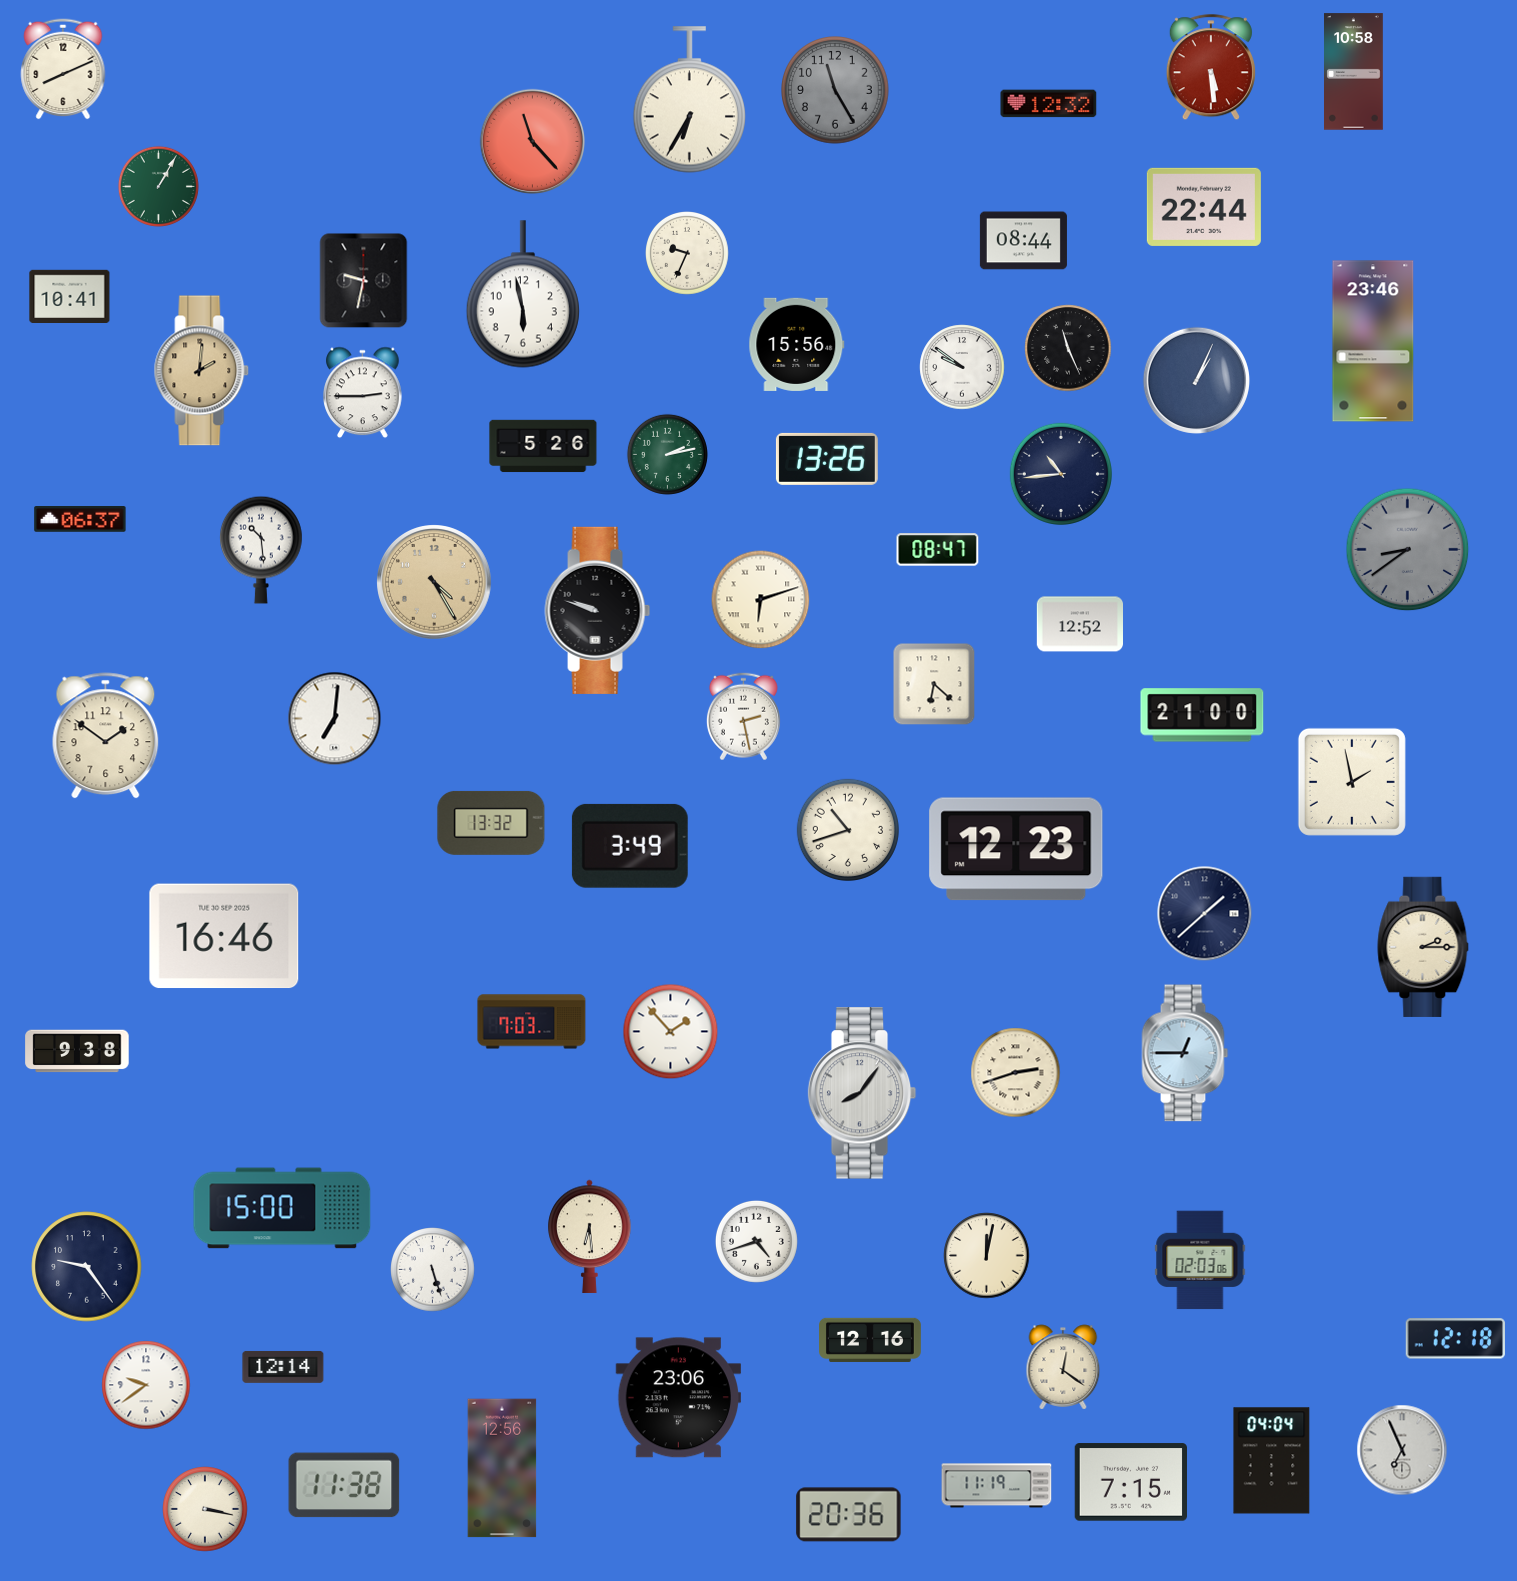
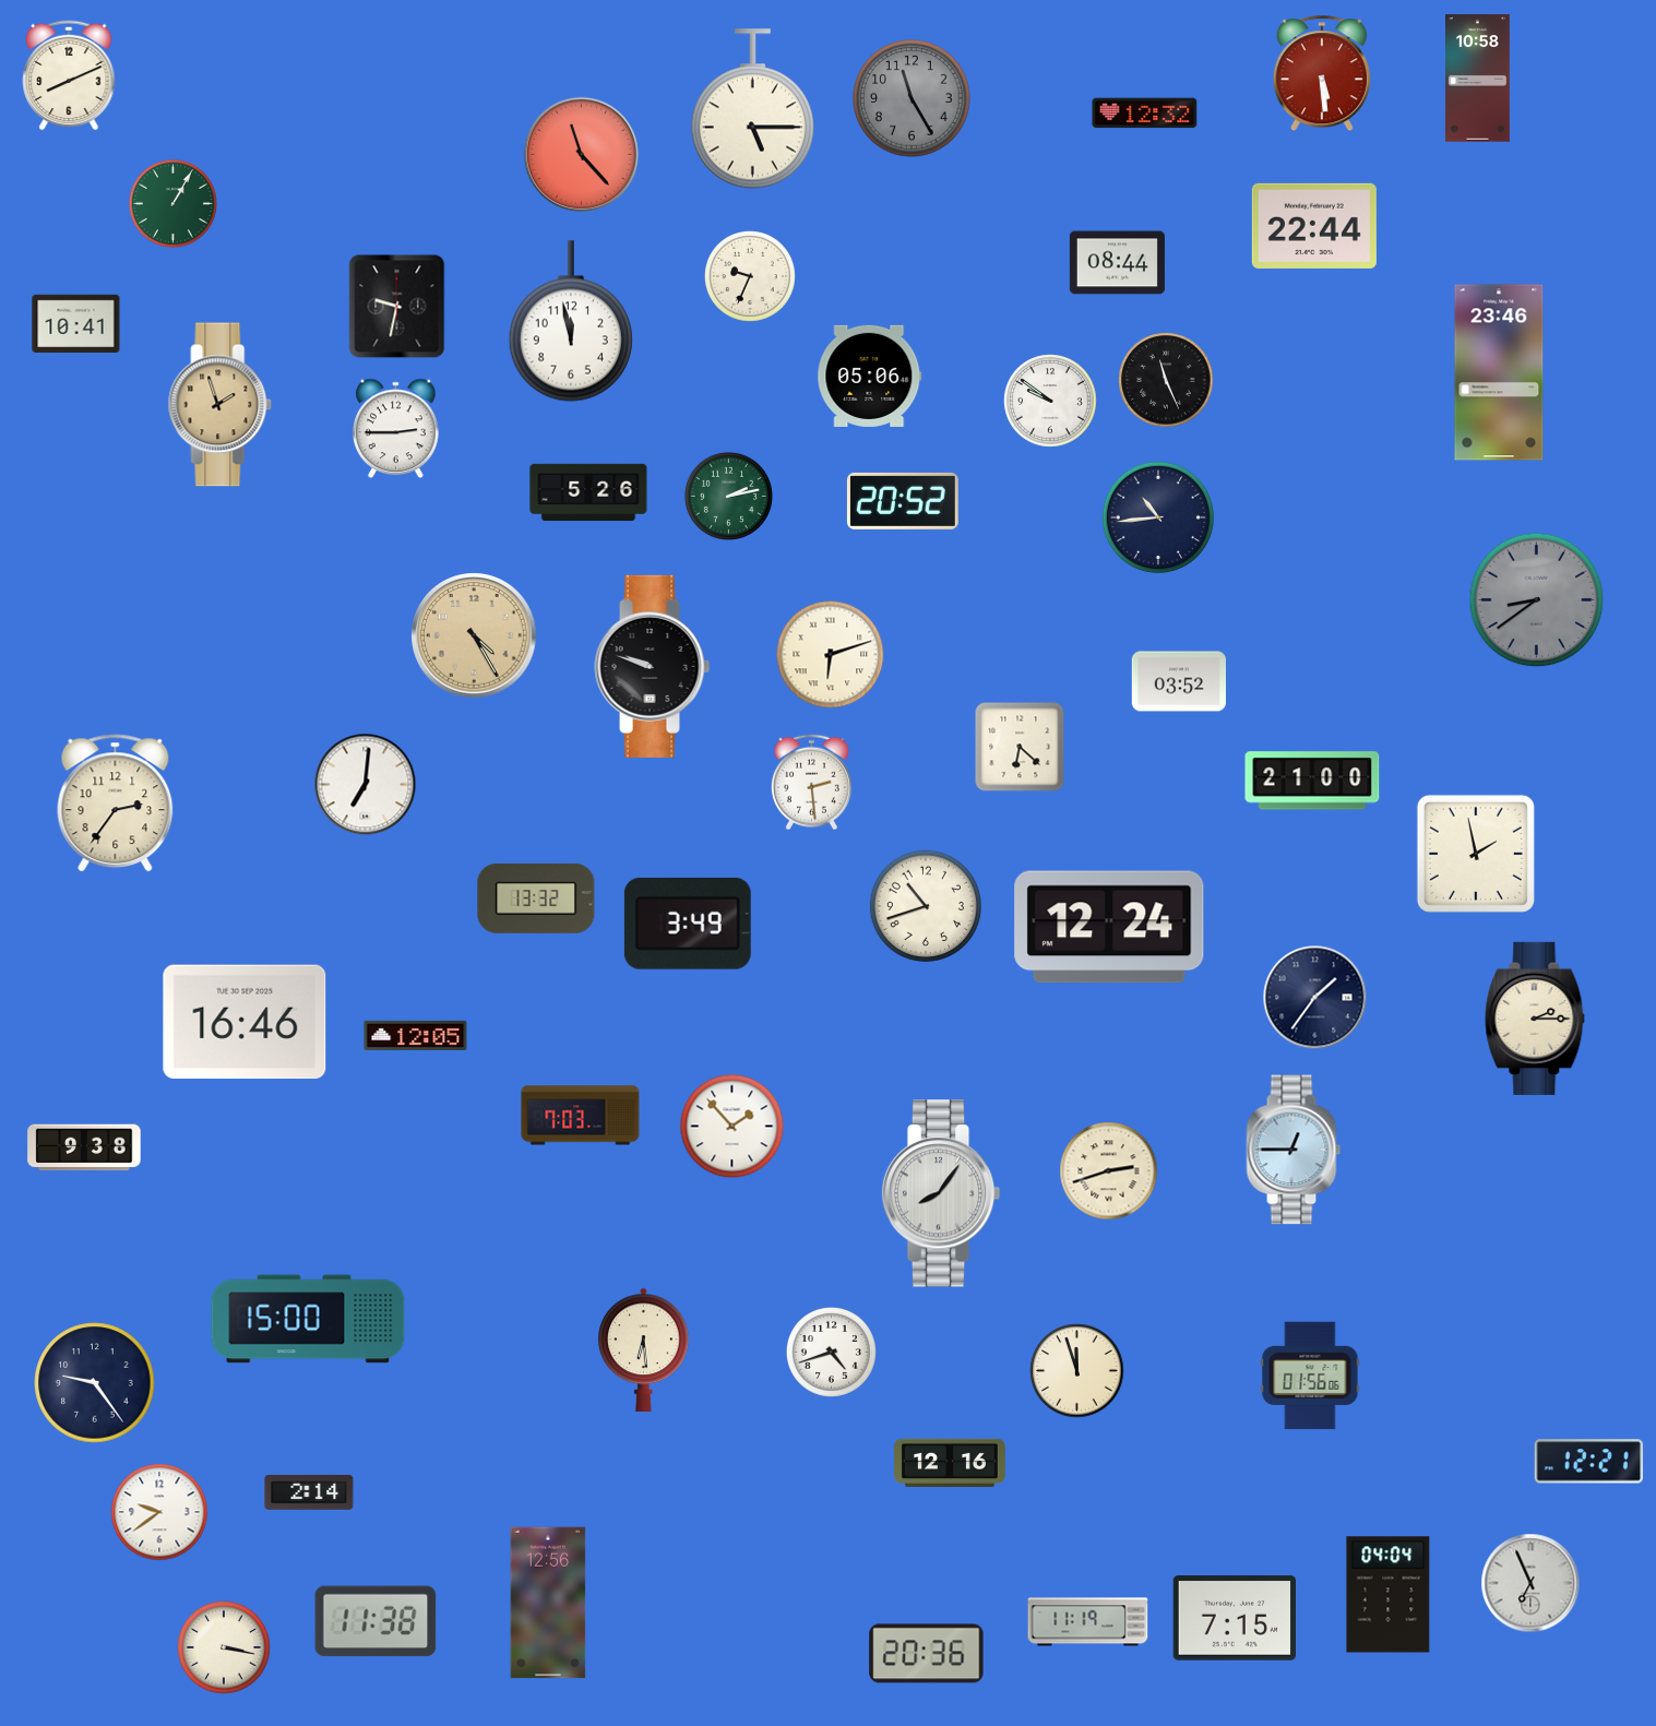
clock at (689, 100): 6:35 -> 5:15
clock at (523, 294): 5:58 -> 11:58
clock at (797, 344): 15:56 -> 05:06
clock at (202, 371): 2:01 -> 1:57
clock at (1196, 380): 1:04 -> none
clock at (543, 446) position: (543, 446) -> (588, 492)
clock at (827, 459): 13:26 -> 20:52
clock at (80, 520): 06:37 -> none
clock at (262, 550): 10:29 -> none
clock at (938, 550): 08:47 -> none
clock at (1079, 624): 12:52 -> 03:52
clock at (743, 717): 2:28 -> 2:29
clock at (106, 736): 1:51 -> 2:36
clock at (1016, 849): 12:23 -> 12:24
clock at (1205, 914): 1:38 -> 1:36
clock at (1423, 947) position: (1423, 947) -> (1535, 1019)
clock at (416, 1035): none -> 12:05
clock at (756, 1241) position: (756, 1241) -> (831, 1352)
clock at (987, 1256): 12:02 -> 11:57
clock at (1200, 1260): 02:03 -> 01:56
clock at (433, 1270): 5:27 -> none
clock at (1455, 1339): 12:18 -> 12:21
clock at (283, 1367): 12:14 -> 2:14
clock at (1063, 1367): 12:21 -> none
clock at (678, 1398): 23:06 -> none
